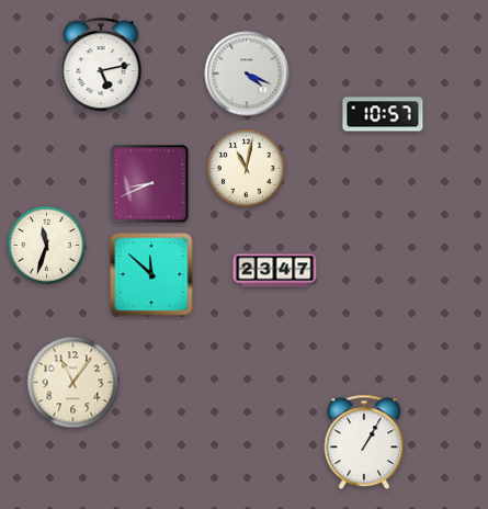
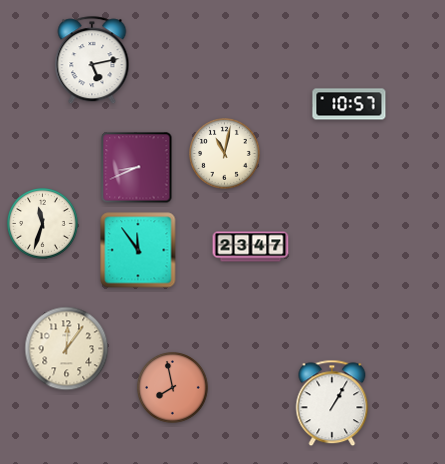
clock at (247, 73): 4:19 -> none
clock at (151, 274): 11:52 -> 11:54
clock at (73, 383): 11:06 -> 12:06
clock at (173, 388): none -> 7:58
